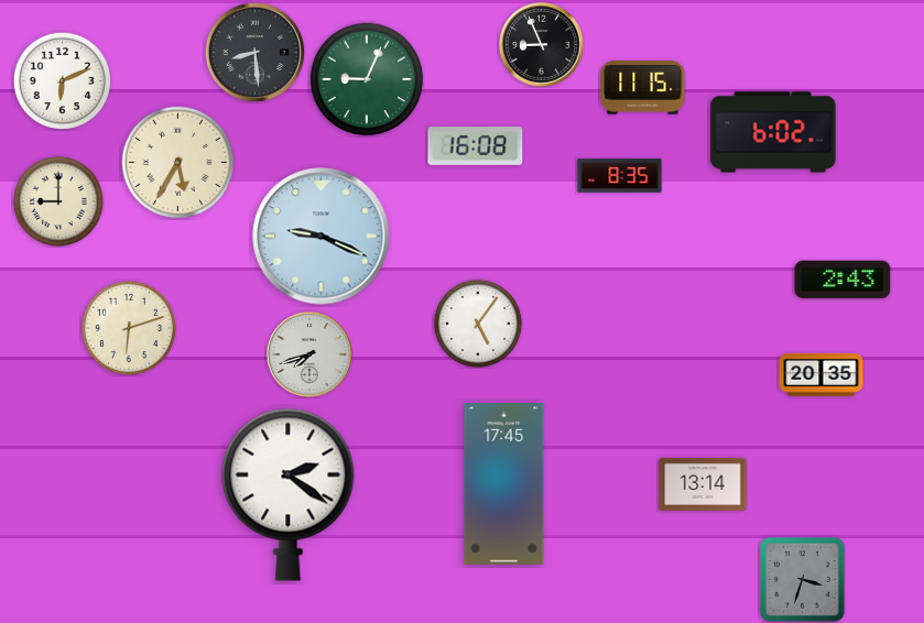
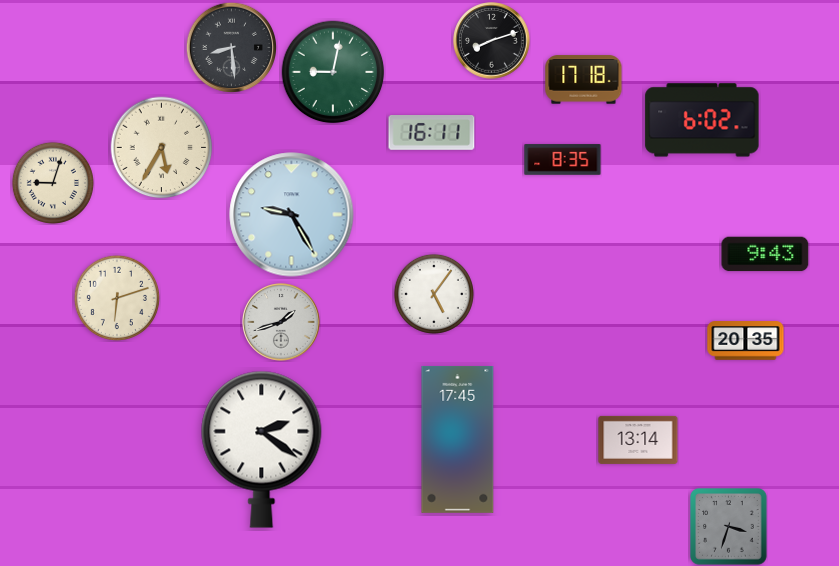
clock at (542, 45): 8:56 -> 8:12
clock at (367, 79): 9:04 -> 9:02
clock at (62, 80): 6:11 -> none
clock at (643, 88): 11:15 -> 17:18
clock at (476, 146): 16:08 -> 16:11
clock at (58, 201): 9:00 -> 9:03
clock at (322, 237): 9:19 -> 9:25
clock at (843, 280): 2:43 -> 9:43
clock at (309, 354): 7:42 -> 1:42
